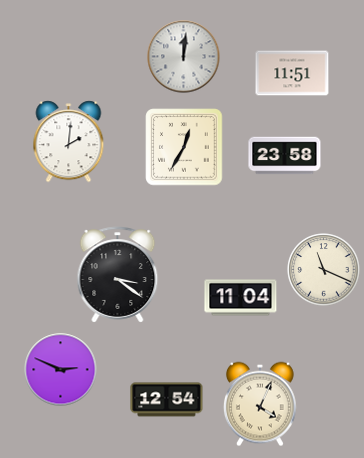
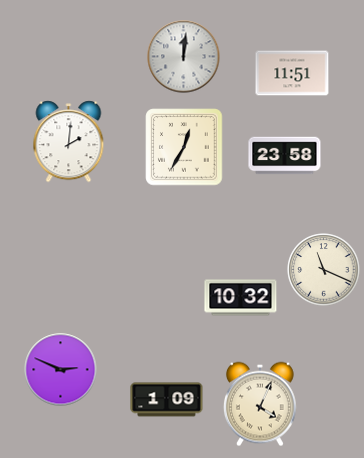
clock at (118, 275): 3:21 -> none
clock at (241, 298): 11:04 -> 10:32
clock at (167, 400): 12:54 -> 1:09
